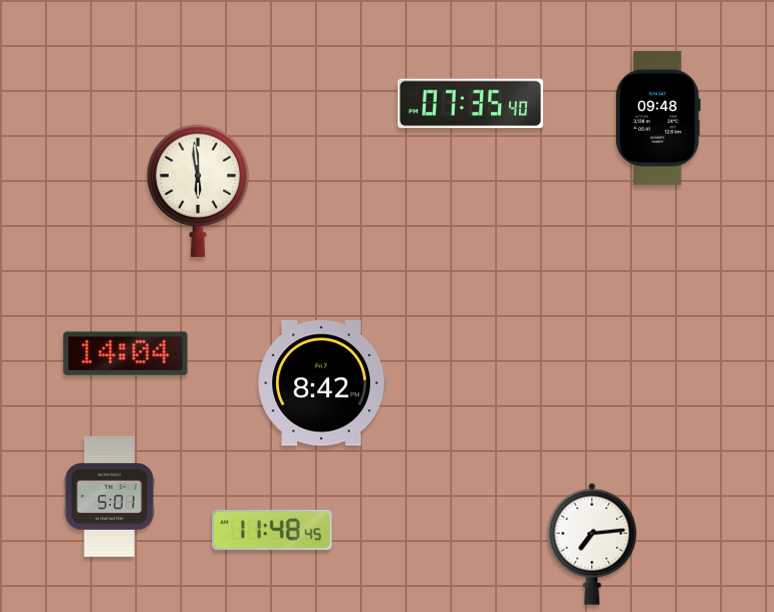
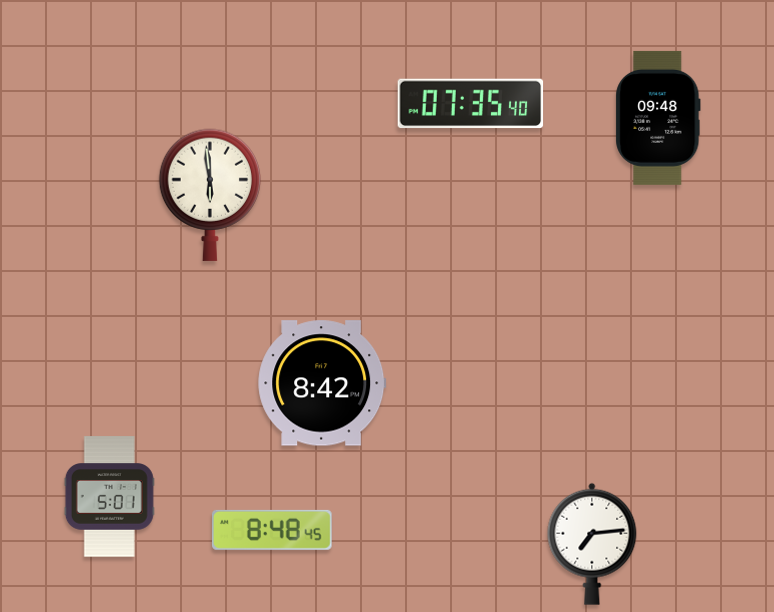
clock at (197, 191) position: (197, 191) -> (209, 195)
clock at (126, 354): 14:04 -> none
clock at (272, 530): 11:48 -> 8:48
